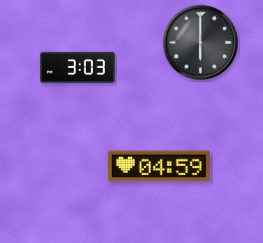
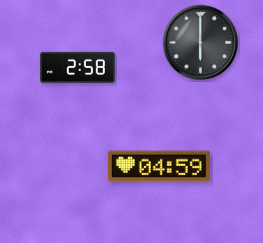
clock at (78, 67): 3:03 -> 2:58
